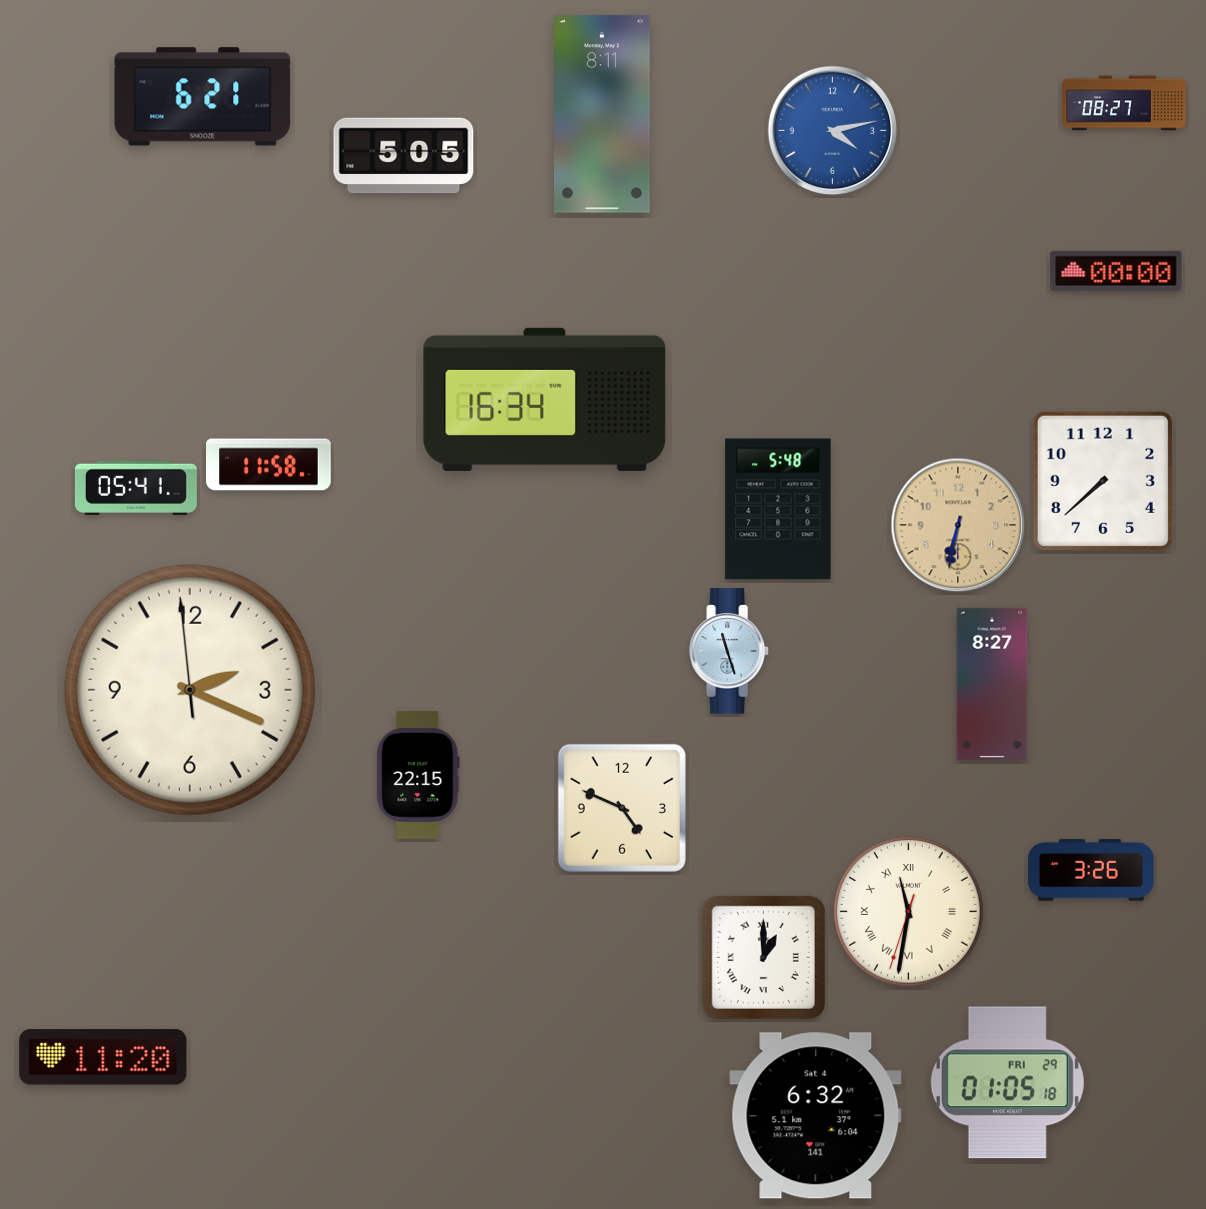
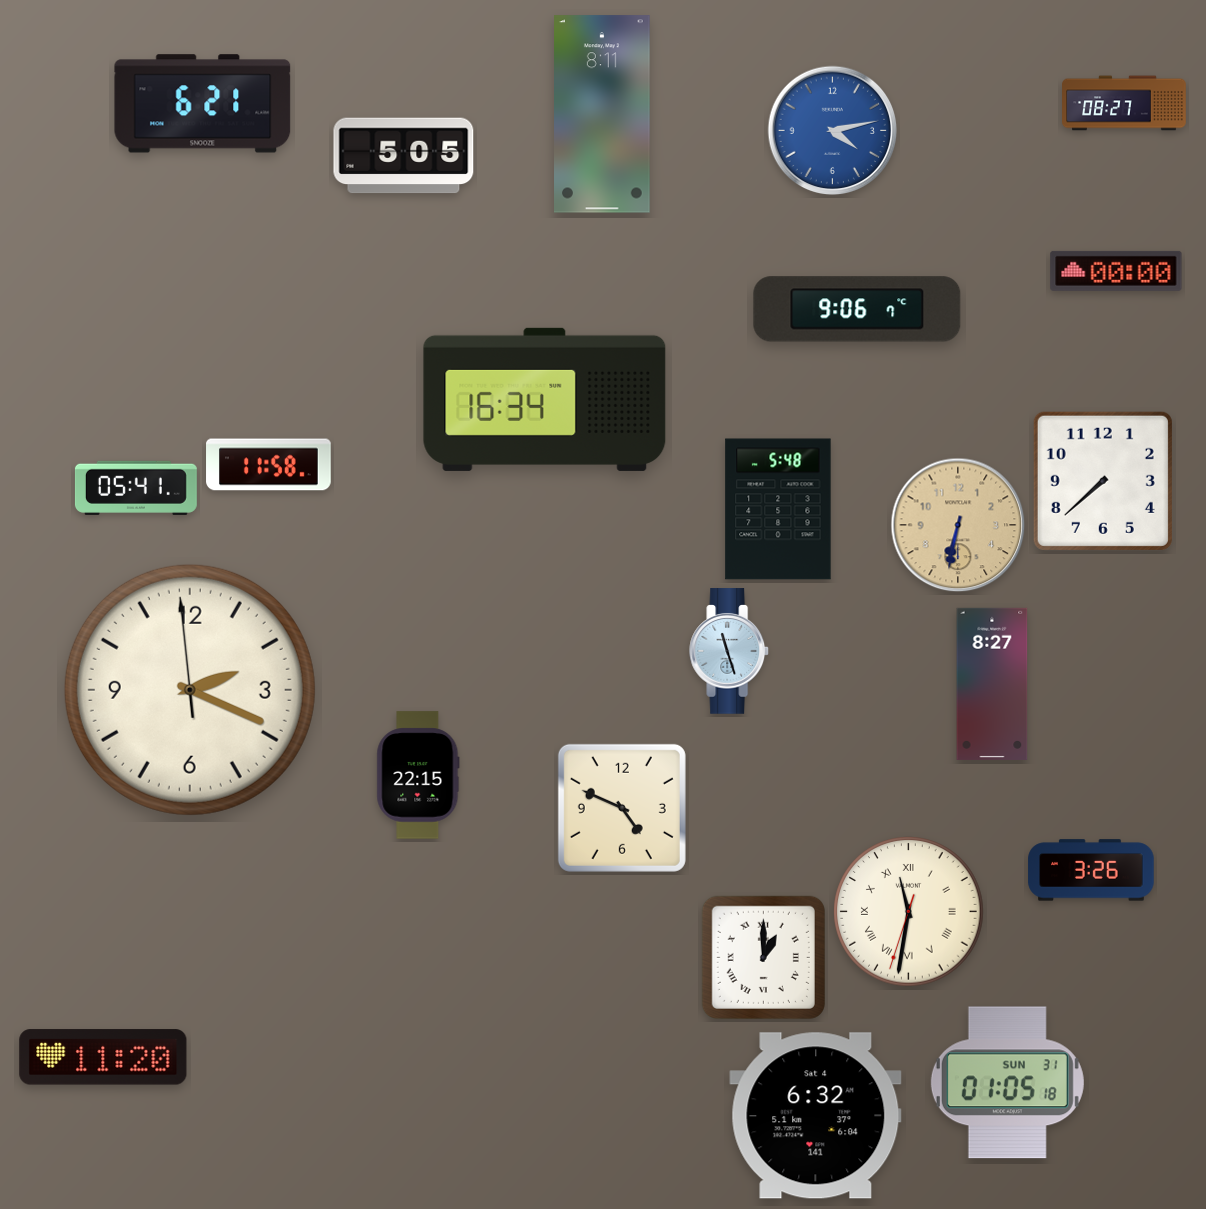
clock at (203, 97) position: (203, 97) -> (203, 104)
clock at (857, 309): none -> 9:06
clock at (1007, 1083) date: FRI 29 -> SUN 31
